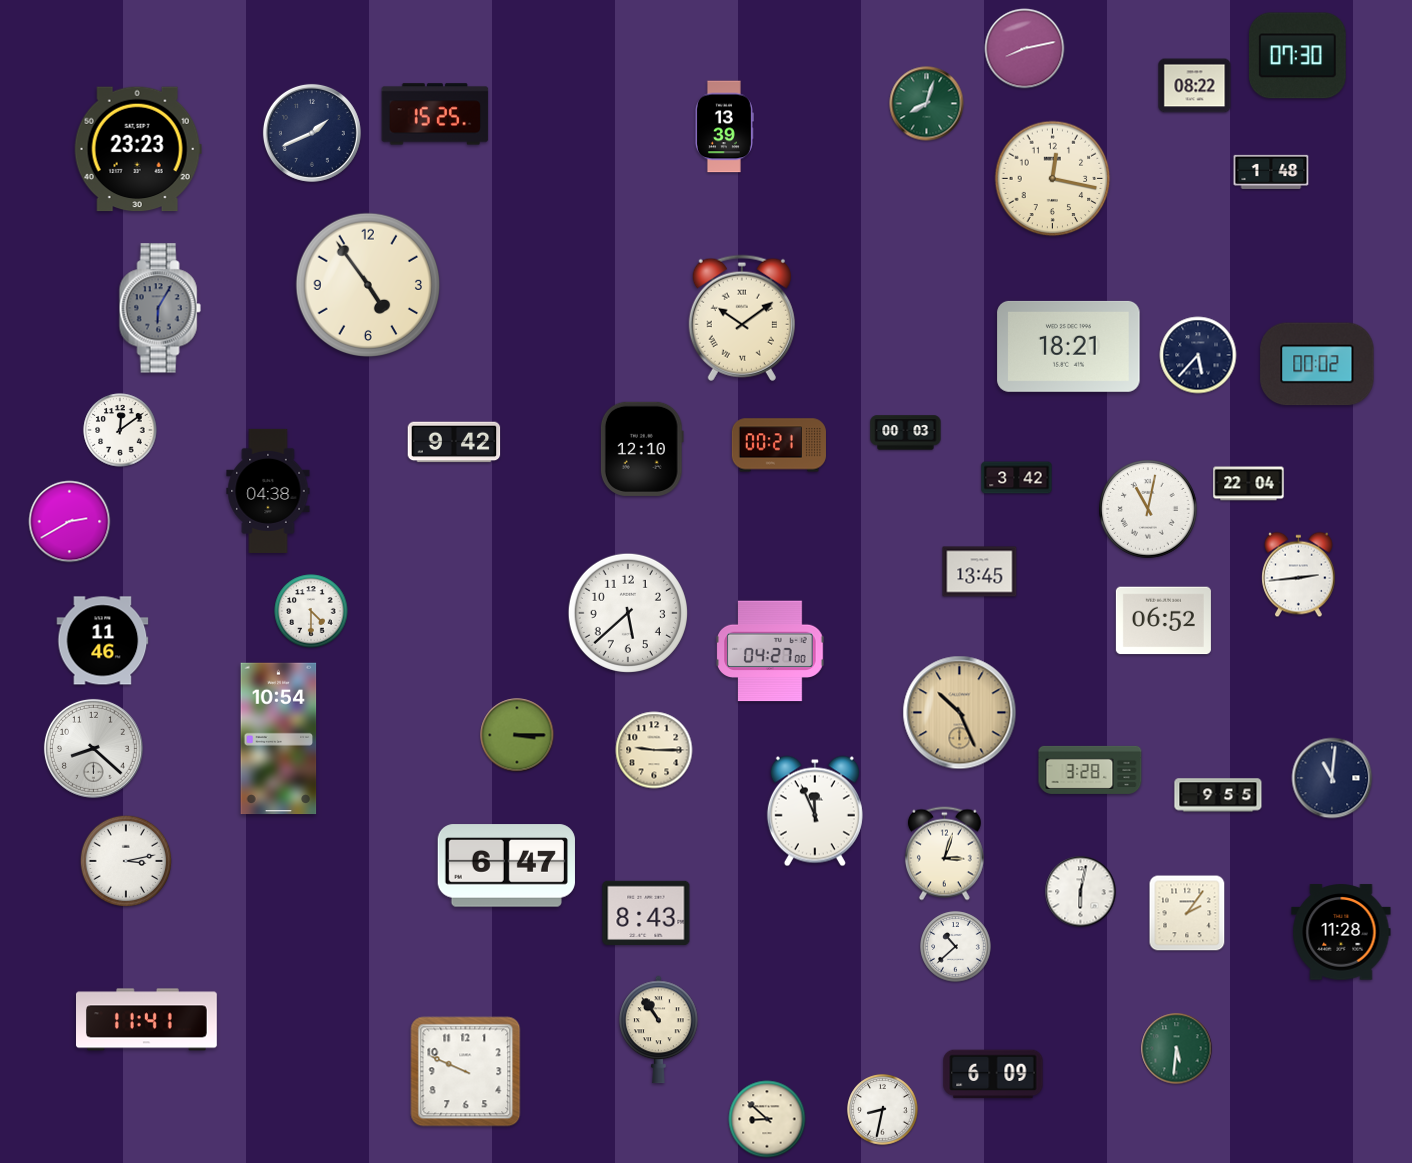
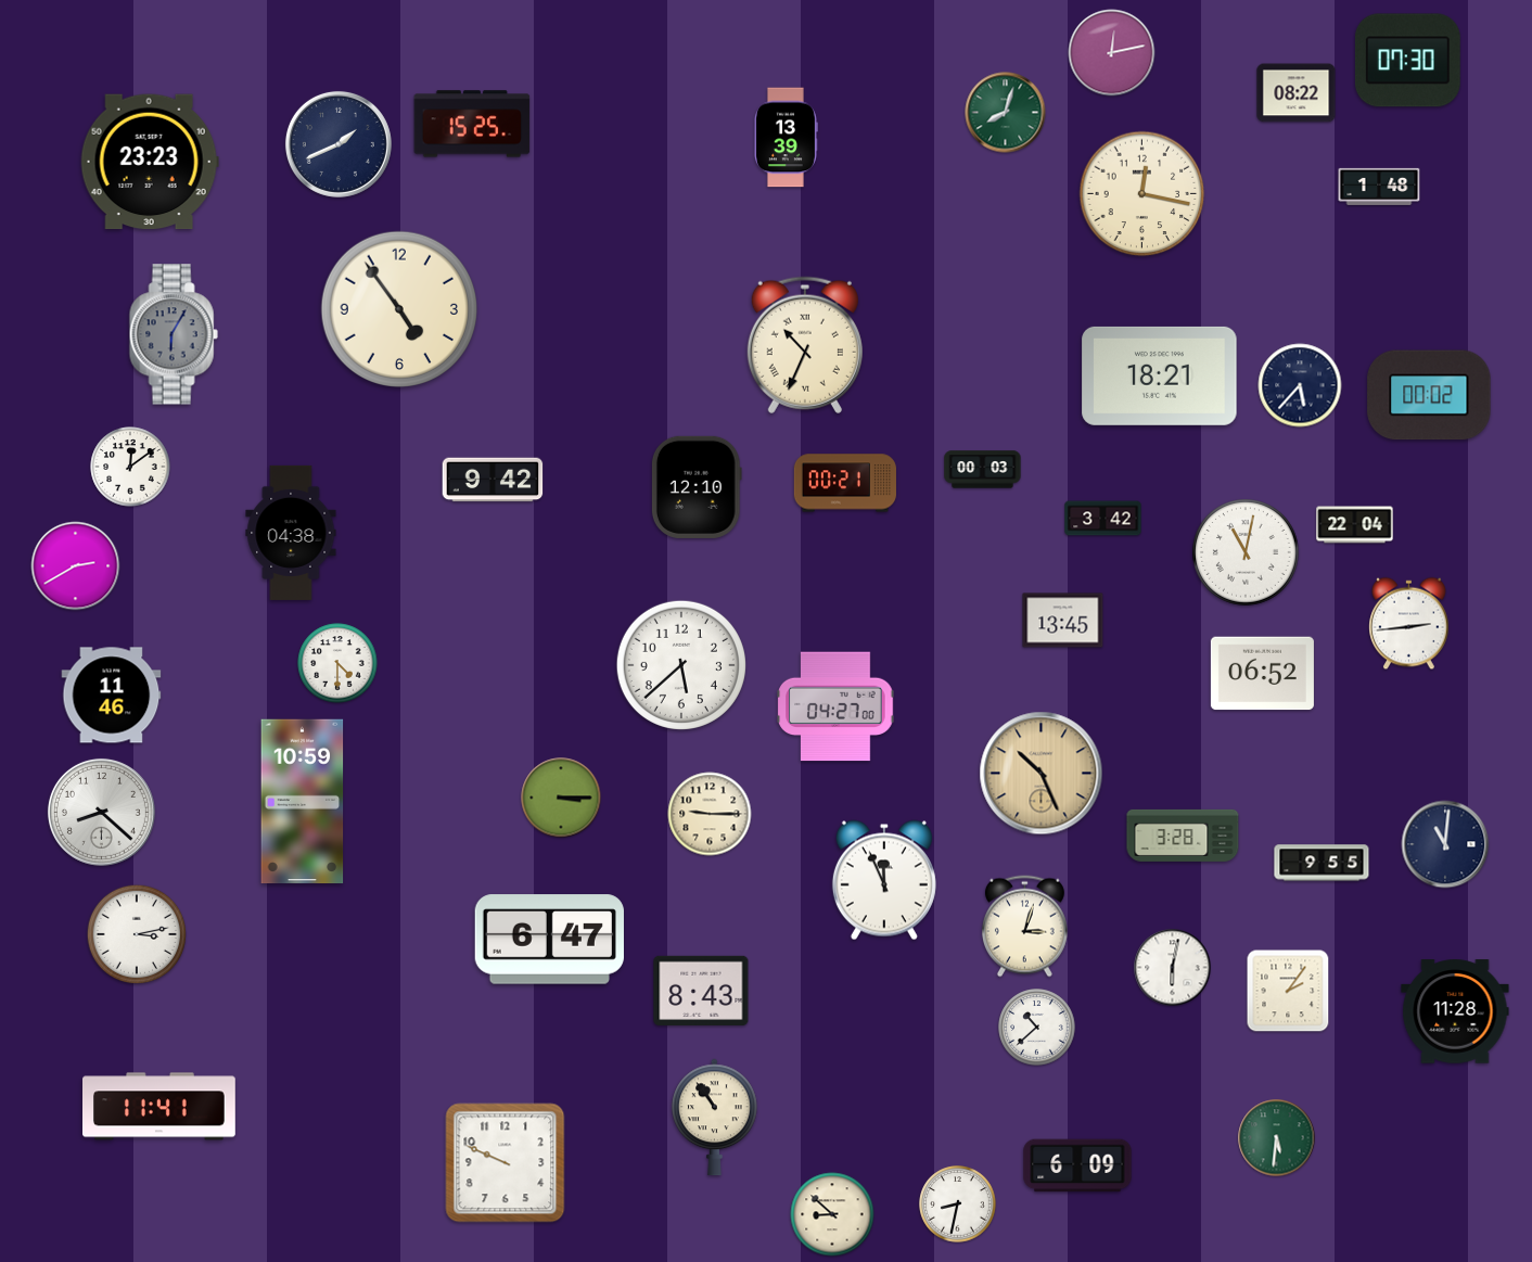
clock at (1025, 49): 8:13 -> 12:13
clock at (742, 318): 10:09 -> 10:34
clock at (279, 739): 10:54 -> 10:59
